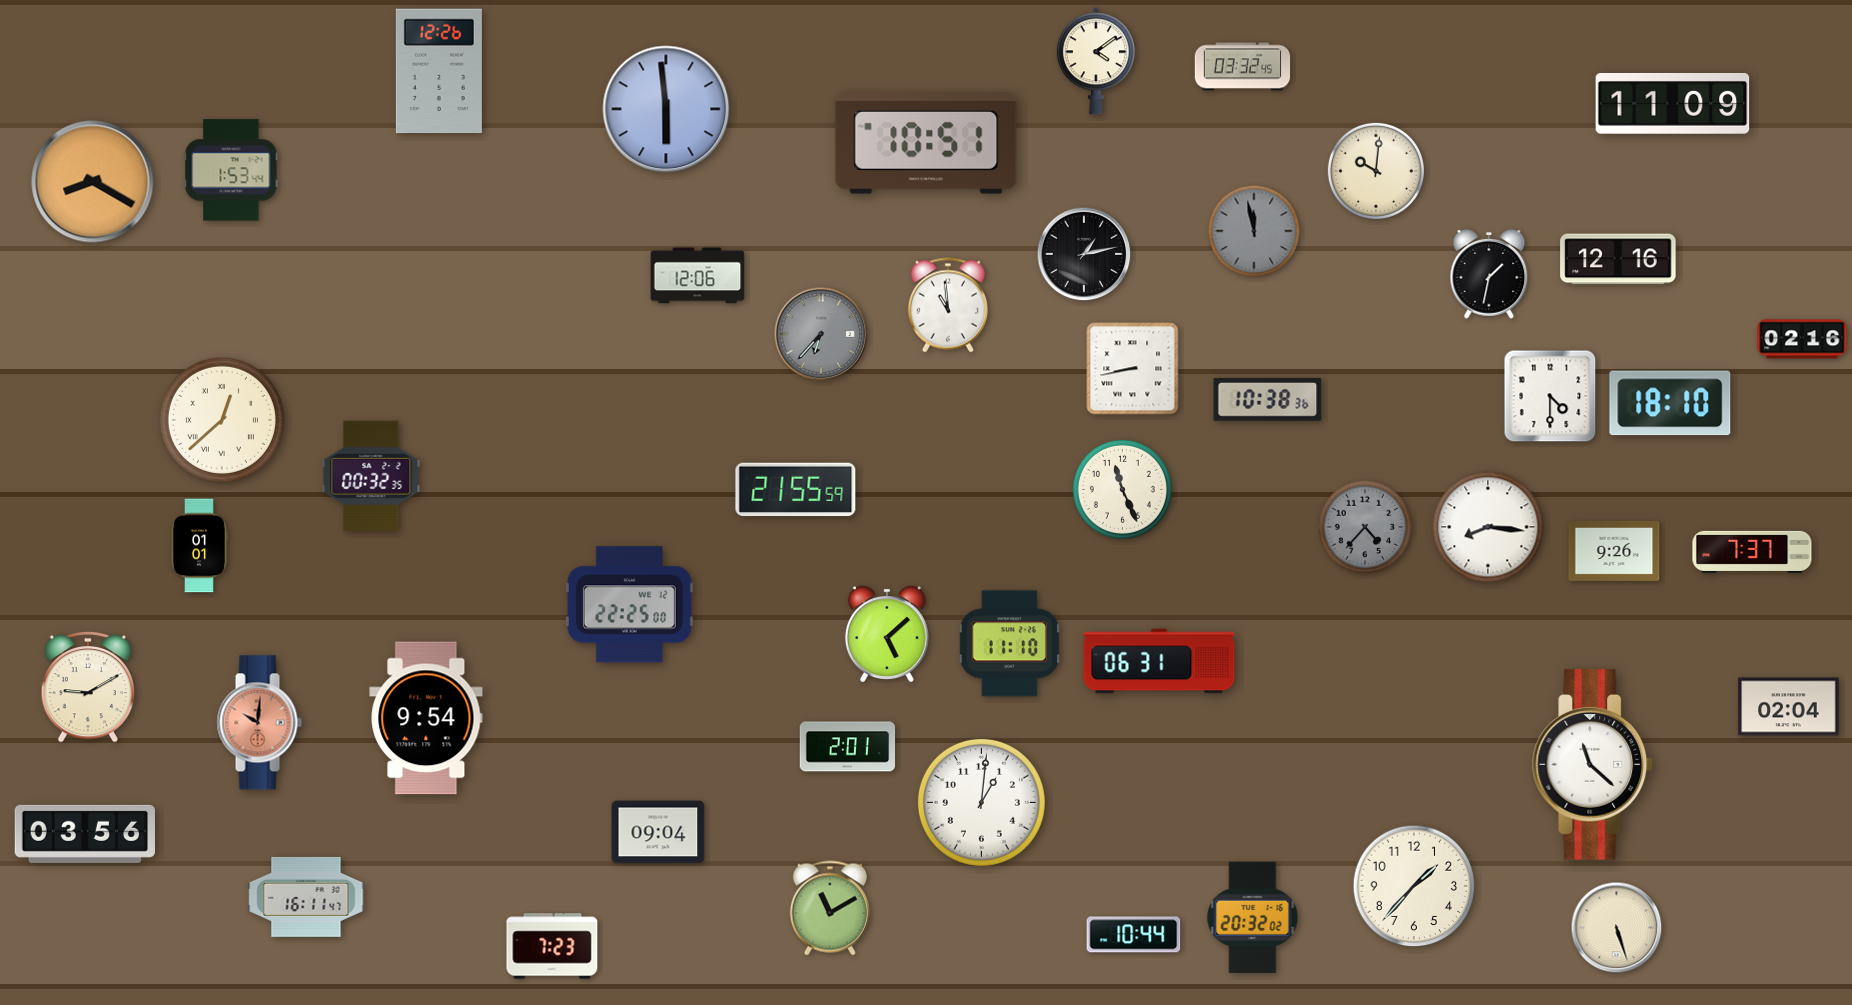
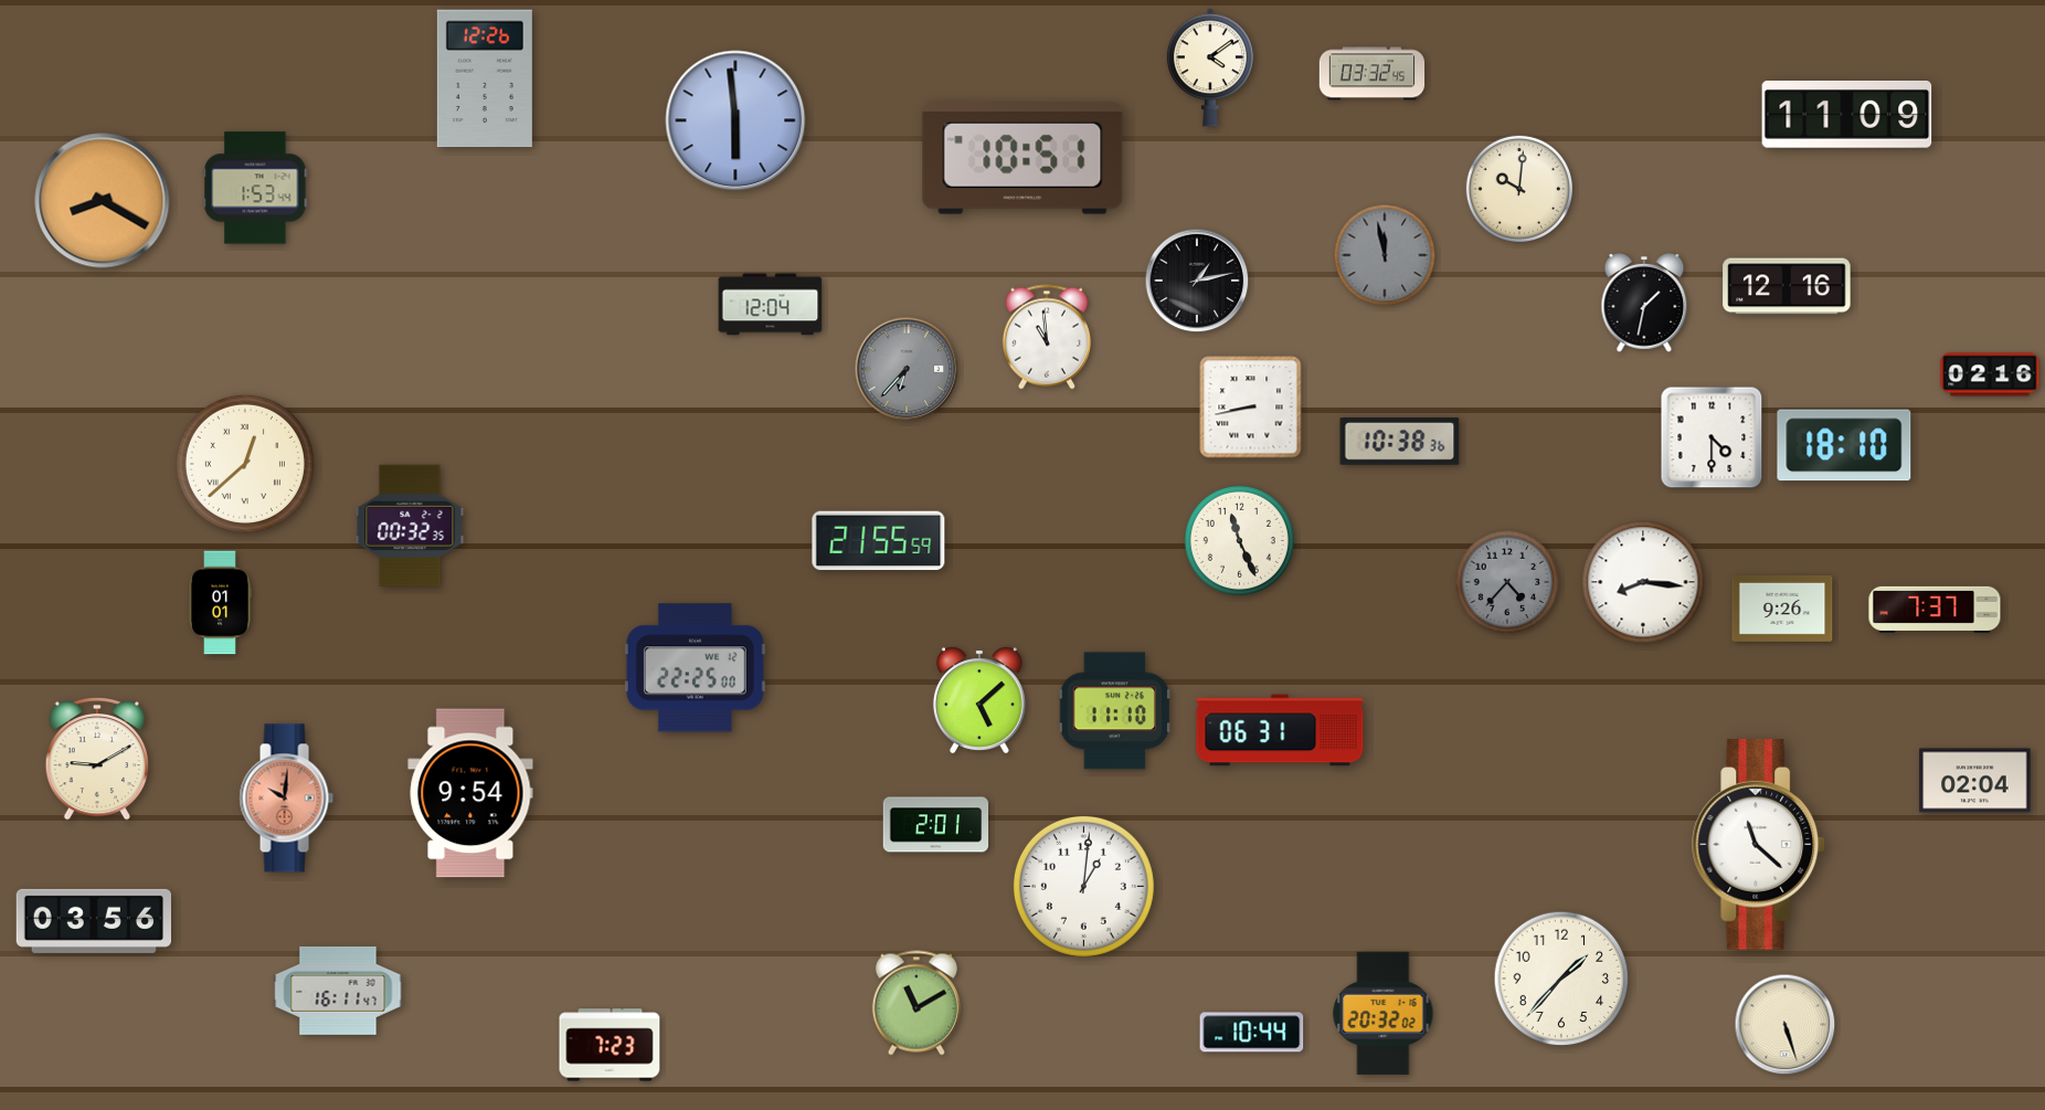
clock at (698, 276): 12:06 -> 12:04
clock at (658, 832): 09:04 -> none
